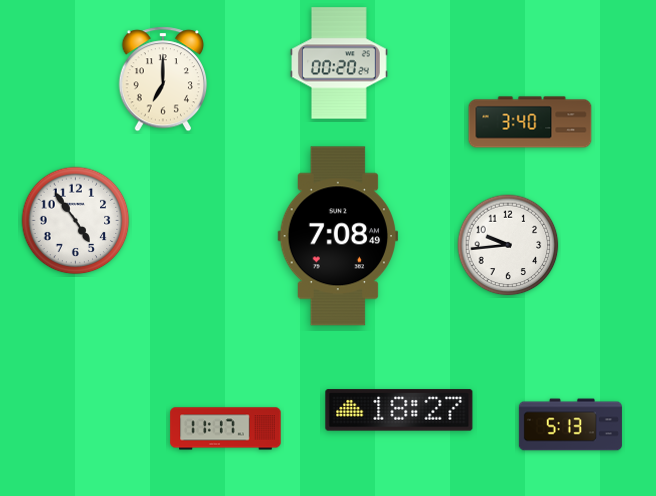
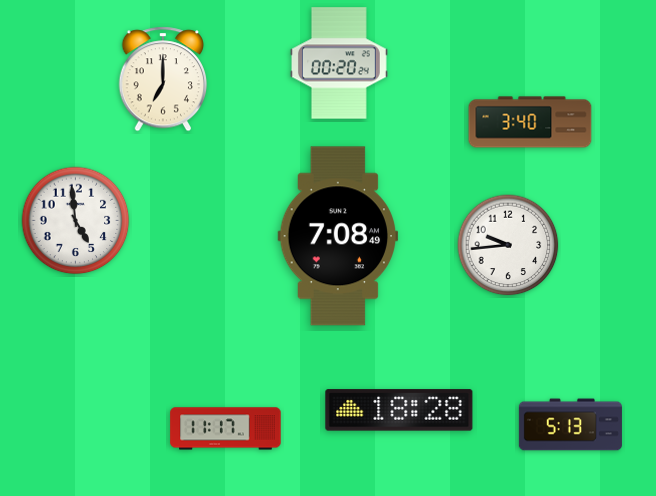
clock at (76, 221): 4:54 -> 4:59
clock at (399, 410): 18:27 -> 18:28
